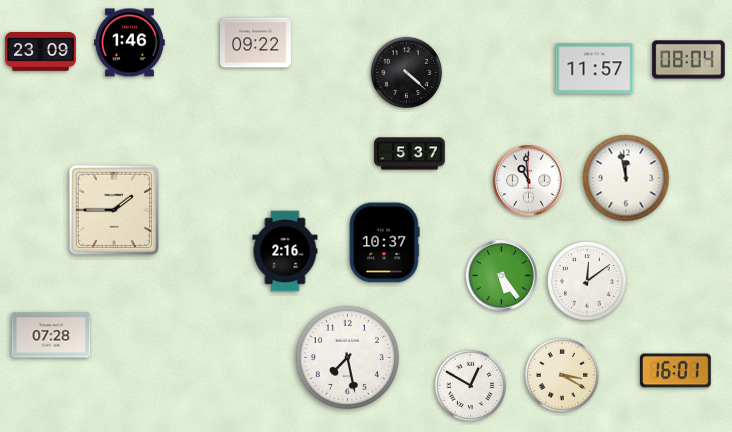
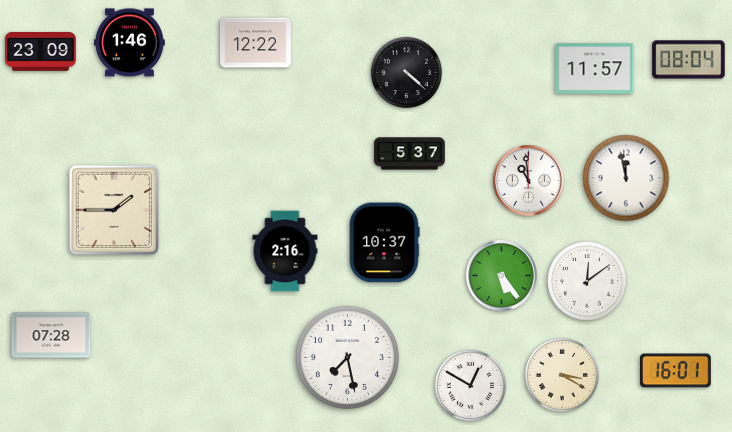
clock at (256, 43): 09:22 -> 12:22
